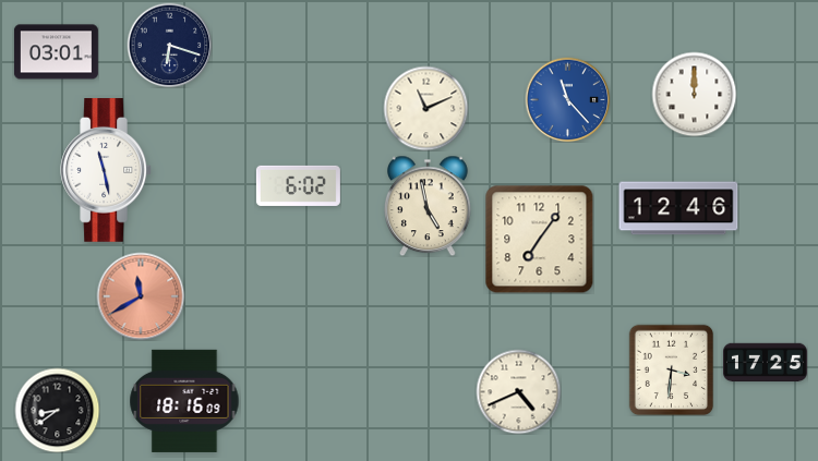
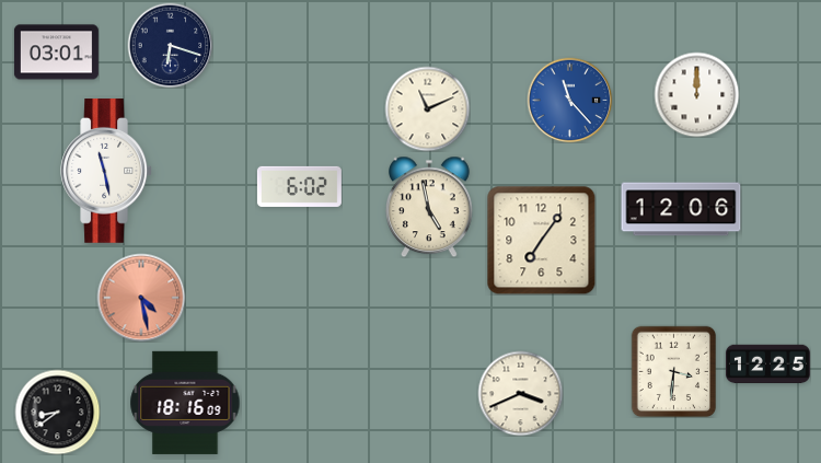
clock at (678, 208): 12:46 -> 12:06
clock at (141, 296): 11:40 -> 4:28
clock at (765, 363): 17:25 -> 12:25
clock at (518, 391): 4:41 -> 3:41
